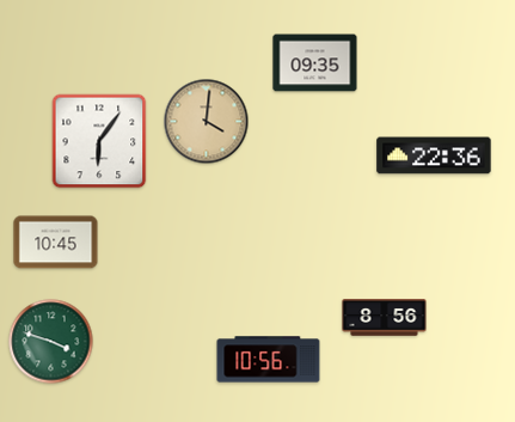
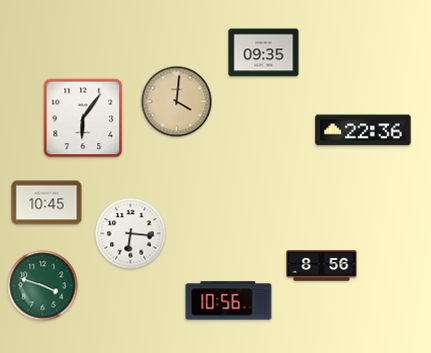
clock at (207, 122) position: (207, 122) -> (177, 102)
clock at (131, 234): none -> 6:16
clock at (269, 360) position: (269, 360) -> (229, 301)
